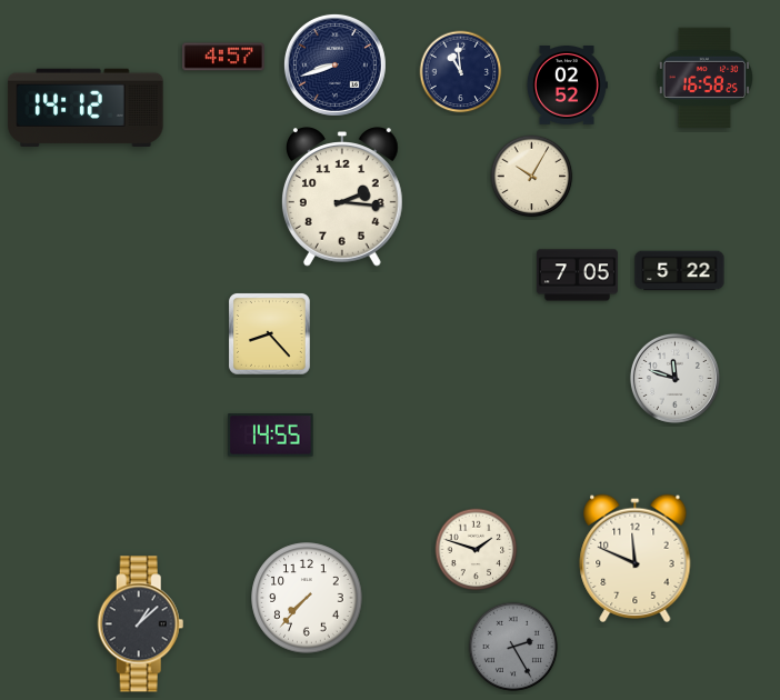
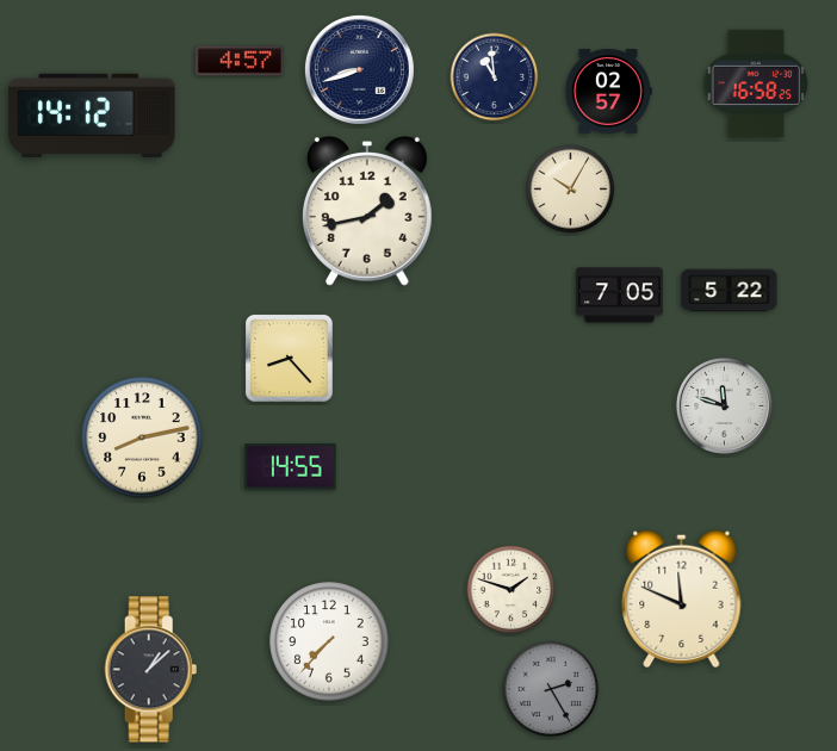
clock at (567, 86): 02:52 -> 02:57
clock at (342, 197): 2:16 -> 1:43
clock at (142, 437): none -> 8:13
clock at (513, 647) position: (513, 647) -> (551, 689)
